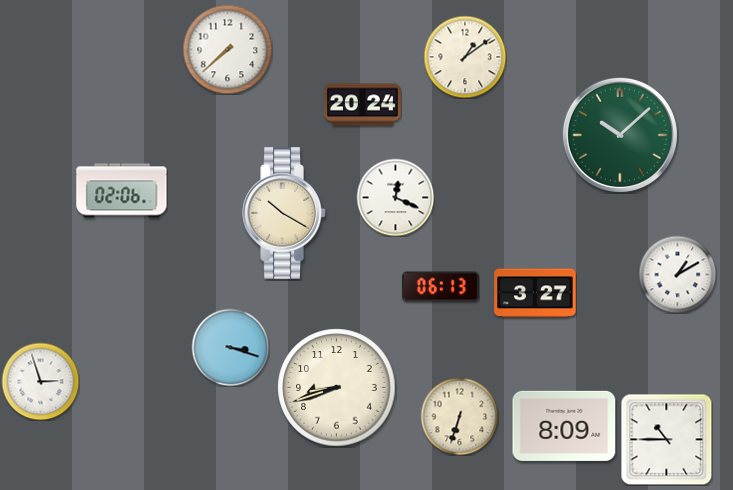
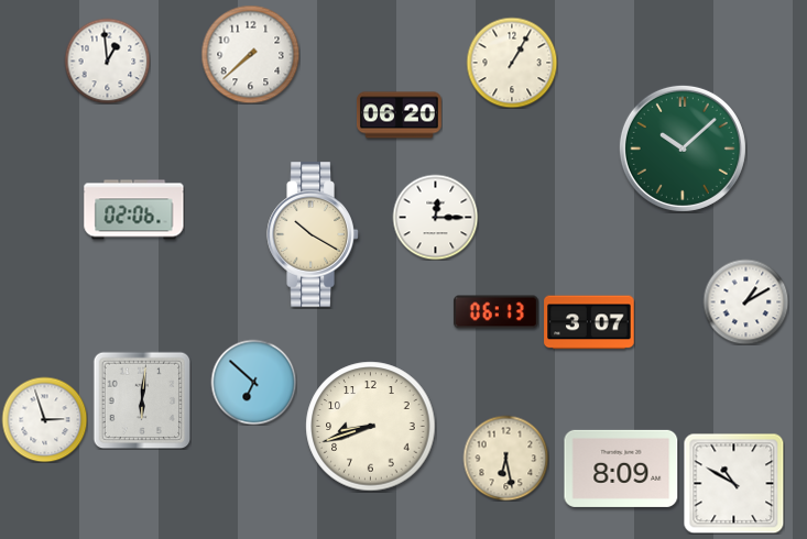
clock at (107, 61): none -> 12:59
clock at (465, 57): 1:09 -> 1:05
clock at (363, 105): 20:24 -> 06:20
clock at (395, 197): 12:19 -> 12:15
clock at (440, 287) position: (440, 287) -> (495, 312)
clock at (535, 293): 3:27 -> 3:07
clock at (230, 347): 3:18 -> 6:52
clock at (142, 400): none -> 6:01
clock at (459, 416): 6:33 -> 6:28
clock at (666, 439): 10:45 -> 10:50
